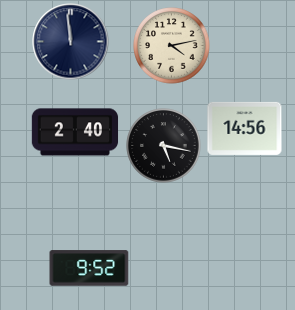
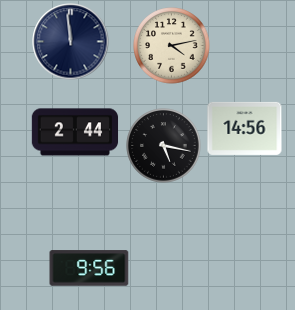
clock at (75, 132): 2:40 -> 2:44
clock at (89, 268): 9:52 -> 9:56
